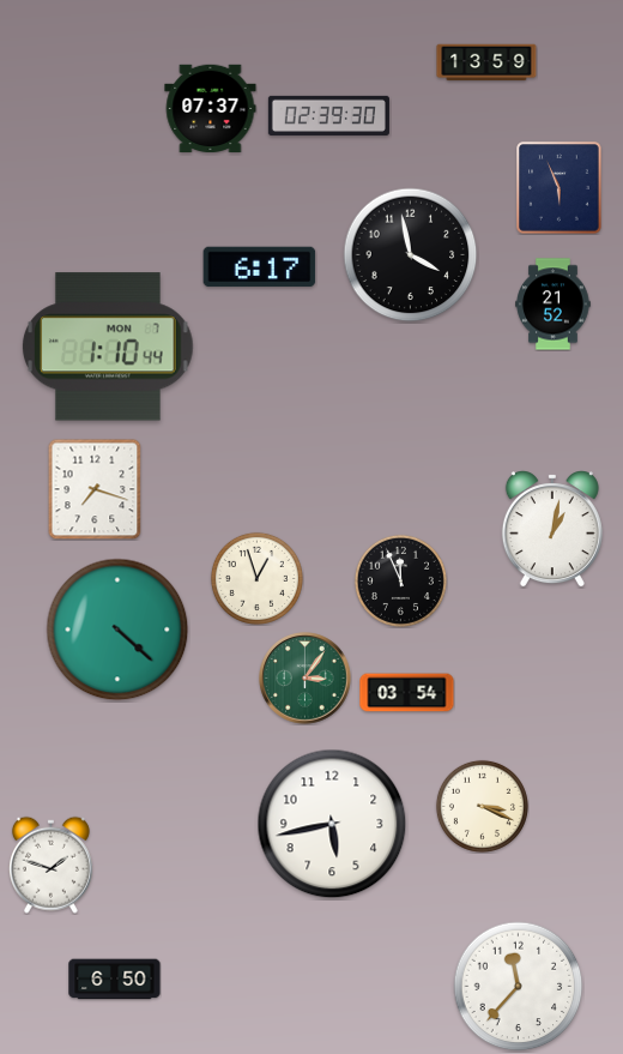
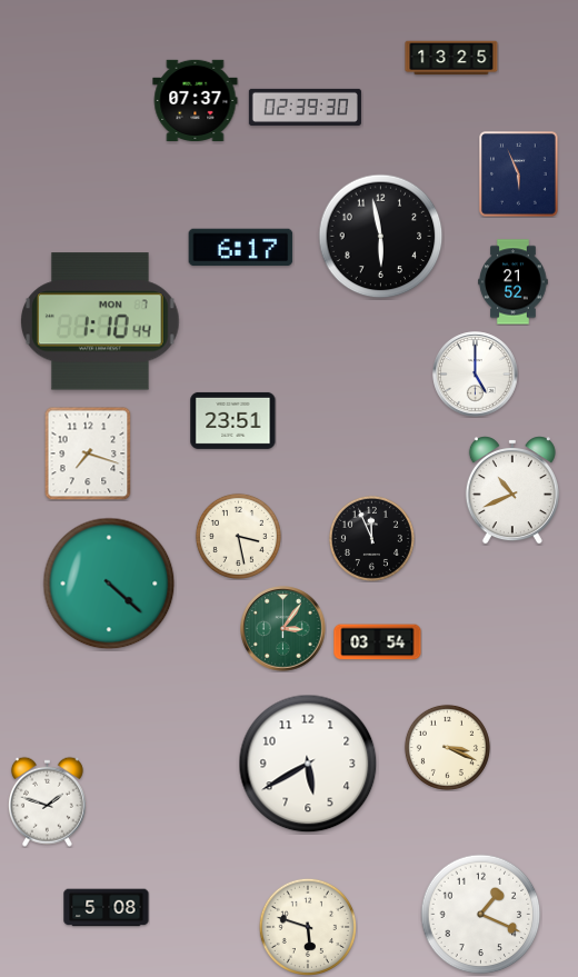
clock at (486, 62): 13:59 -> 13:25
clock at (411, 255): 3:58 -> 5:58
clock at (476, 375): none -> 5:00
clock at (233, 420): none -> 23:51
clock at (552, 529): 1:02 -> 10:41
clock at (256, 578): 12:57 -> 3:28
clock at (332, 824): 5:43 -> 5:40
clock at (115, 980): 6:50 -> 5:08
clock at (519, 987): 11:37 -> 1:19
clock at (307, 926): none -> 5:48
